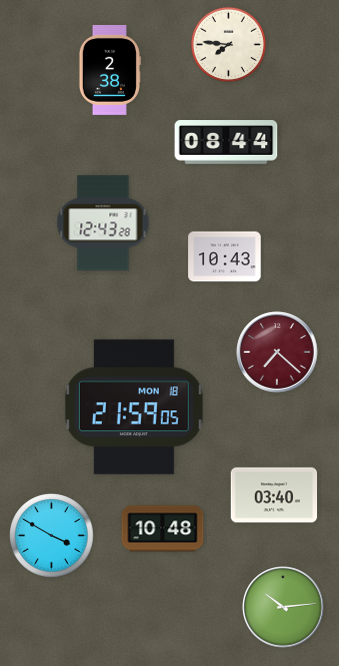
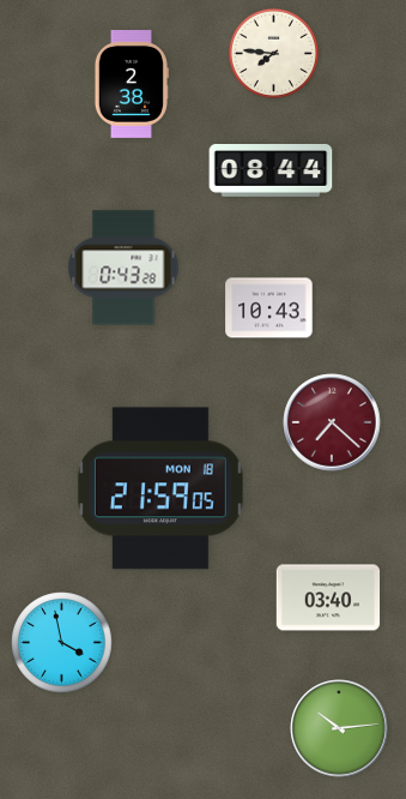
clock at (103, 223): 12:43 -> 0:43
clock at (274, 495) position: (274, 495) -> (328, 597)
clock at (163, 529): 10:48 -> none
clock at (52, 536): 3:50 -> 3:58
